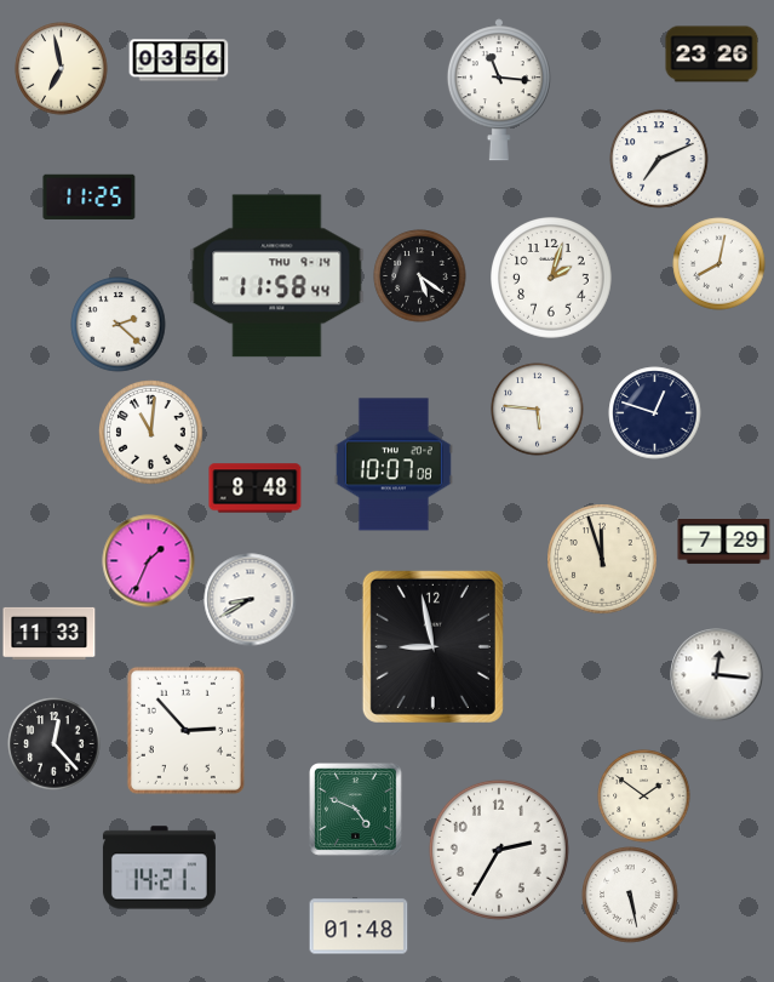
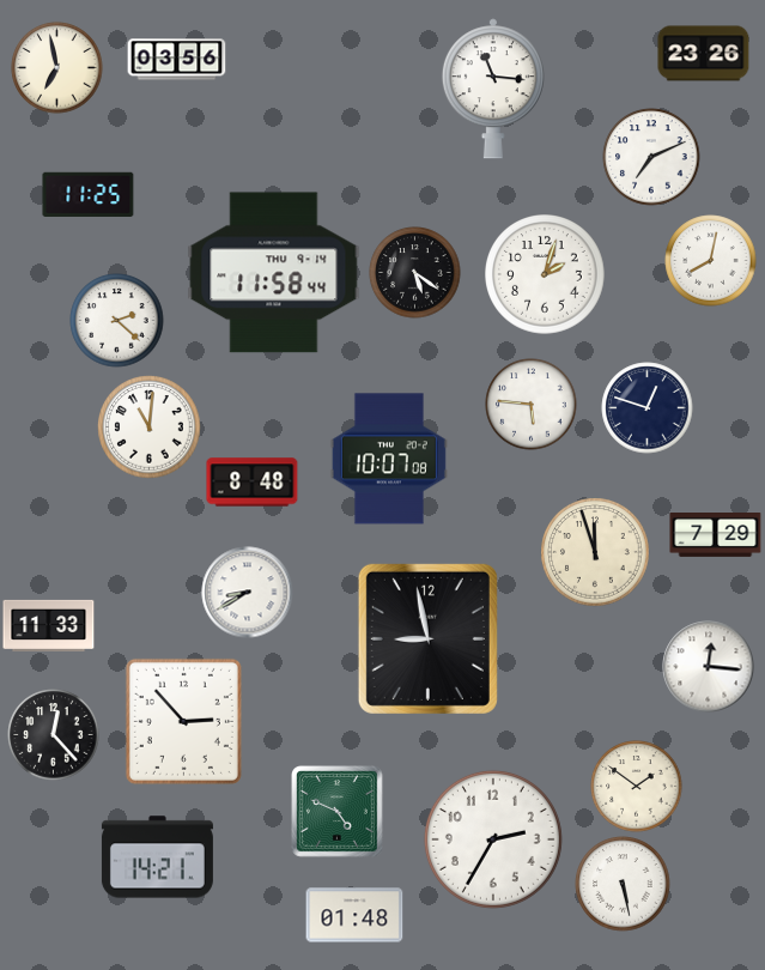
clock at (62, 69) position: (62, 69) -> (57, 68)
clock at (149, 561): 1:34 -> none
clock at (356, 810) position: (356, 810) -> (338, 812)
